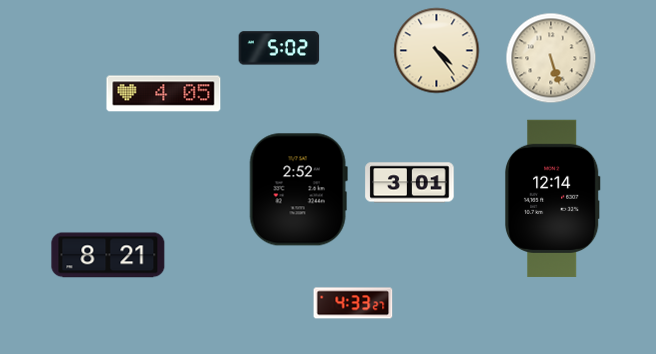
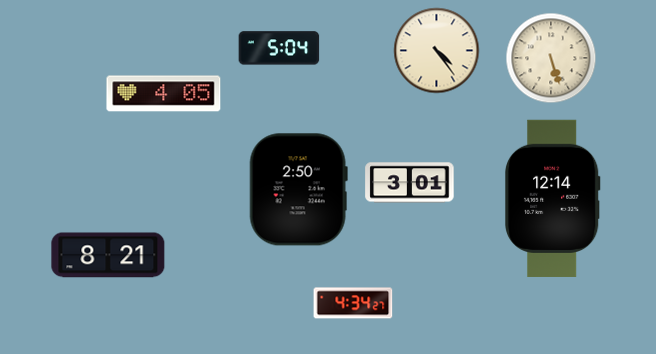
clock at (279, 48): 5:02 -> 5:04
clock at (298, 190): 2:52 -> 2:50
clock at (353, 303): 4:33 -> 4:34
